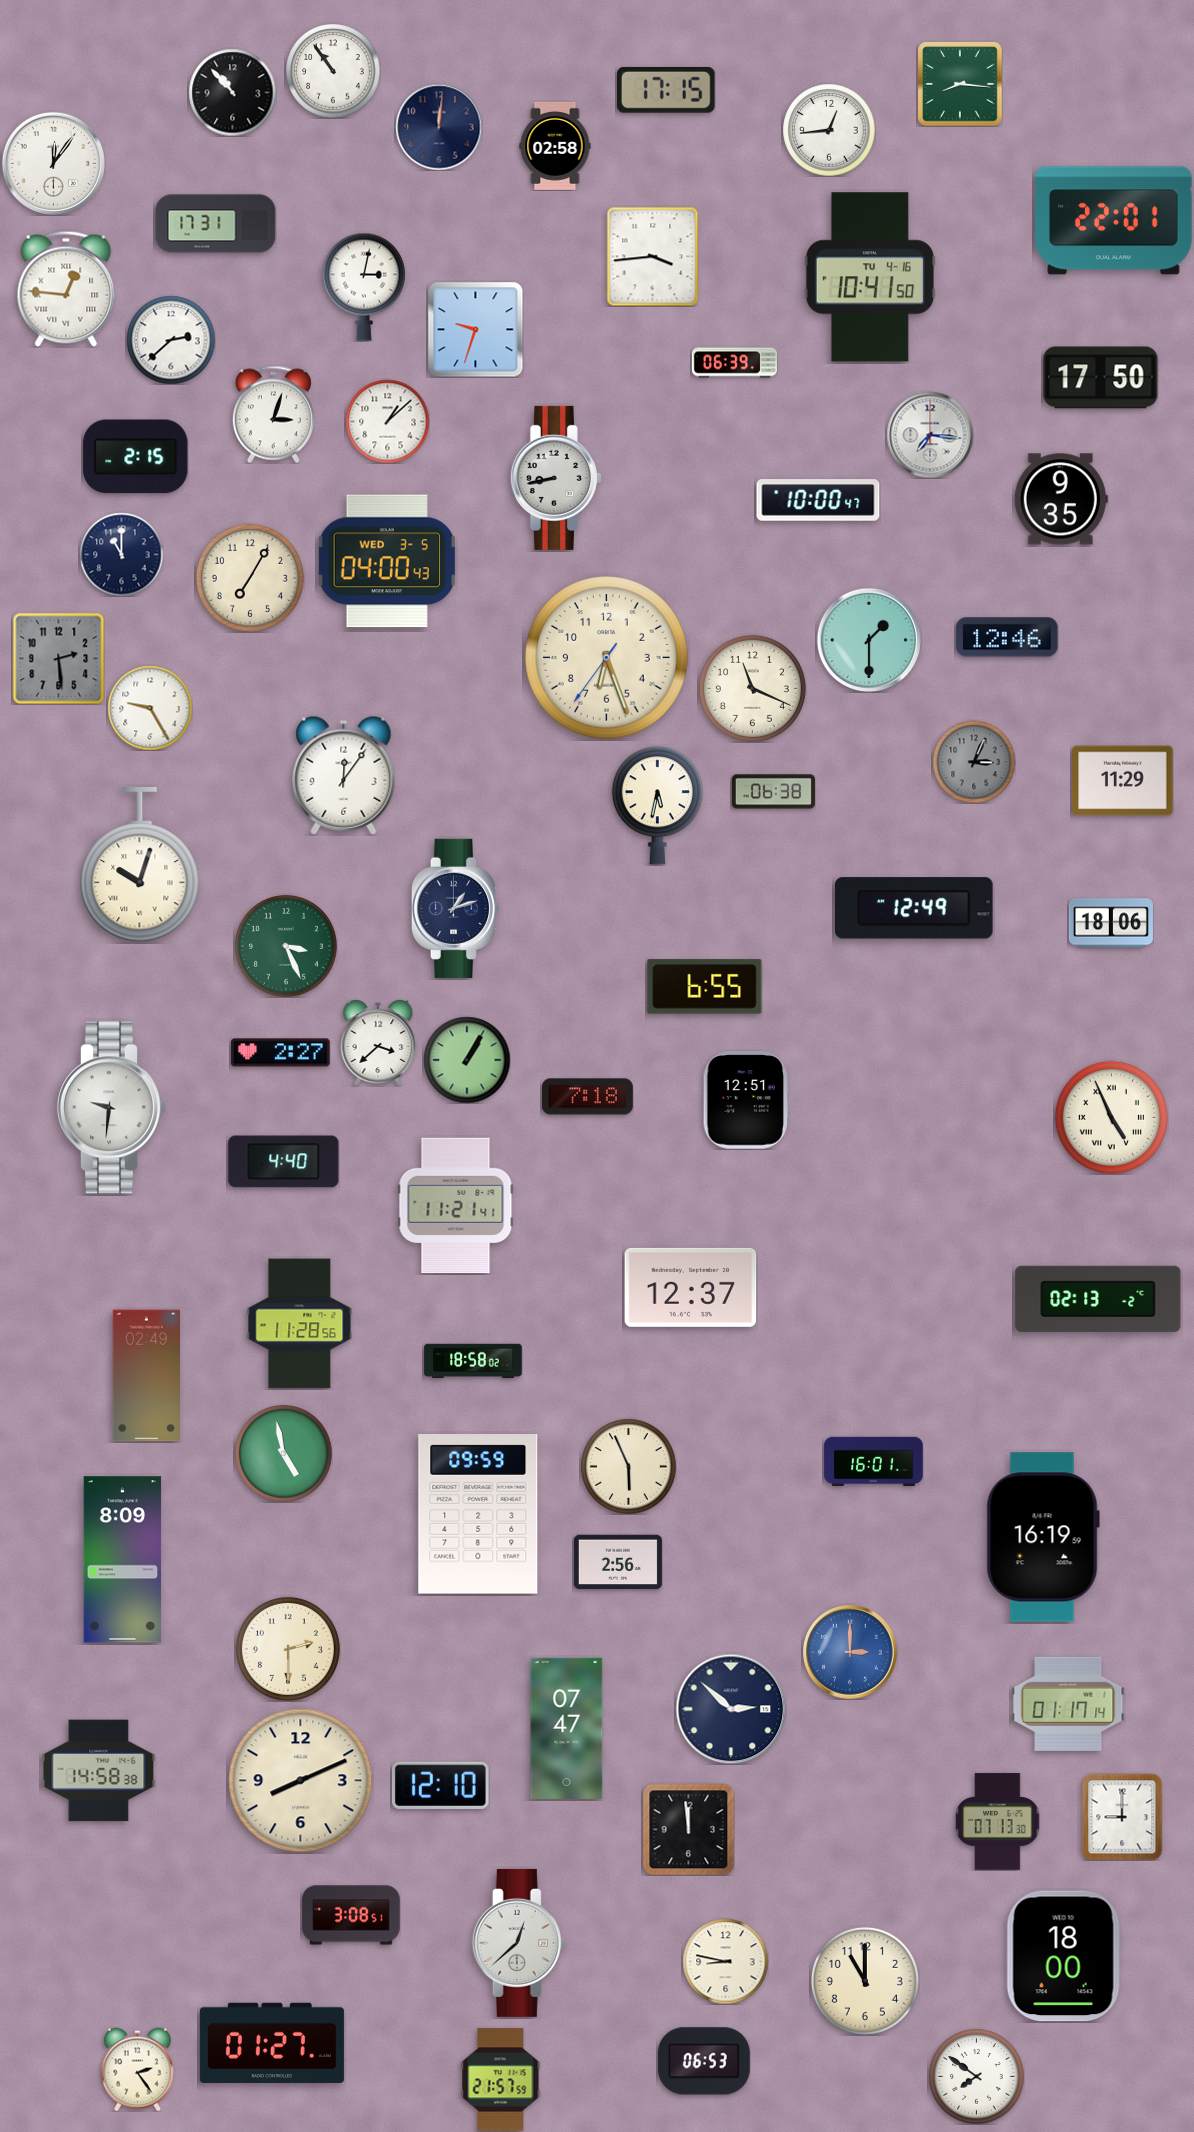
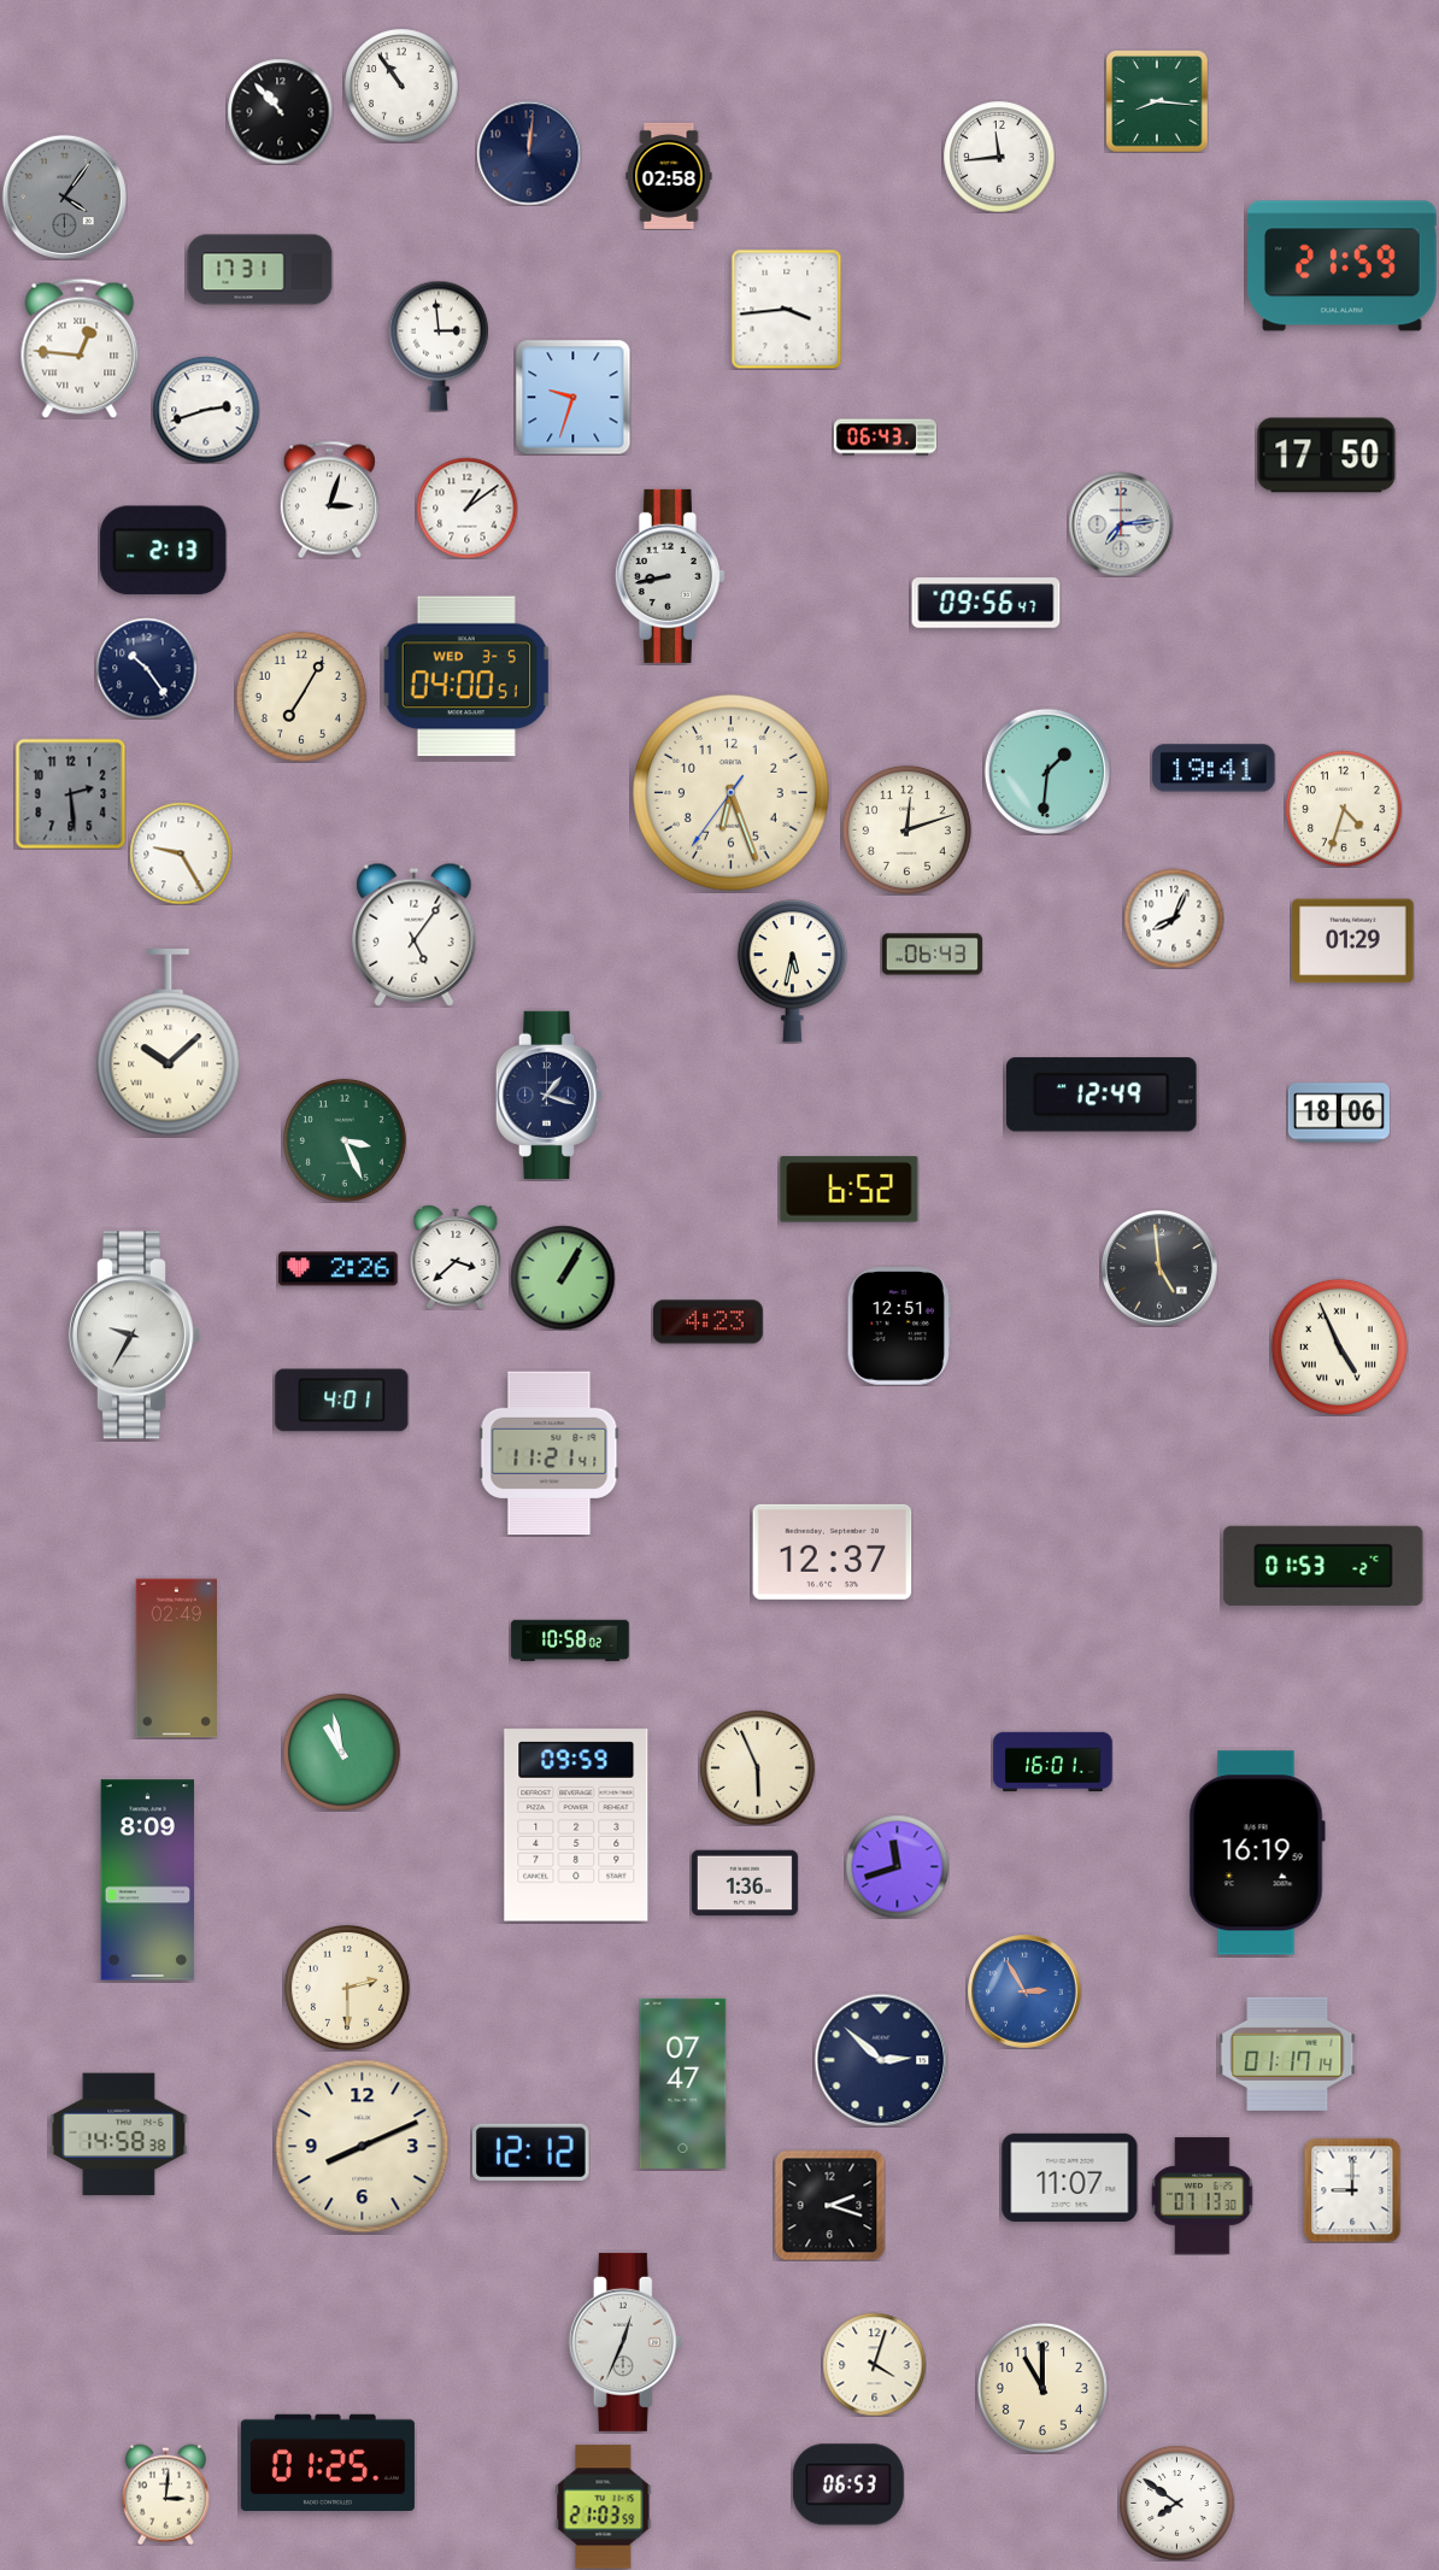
clock at (667, 90): 17:15 -> none
clock at (829, 130): 12:44 -> 11:44
clock at (53, 163): 12:06 -> 4:06
clock at (53, 163) dial: white -> grey
clock at (1114, 221): 22:01 -> 21:59
clock at (870, 277): 10:41 -> none
clock at (364, 287): 3:02 -> 2:59
clock at (171, 340): 2:38 -> 2:42
clock at (734, 363): 06:39 -> 06:43
clock at (387, 421): 1:08 -> 1:09
clock at (930, 435): 7:16 -> 7:14
clock at (136, 457): 2:15 -> 2:13
clock at (1061, 499): 9:35 -> none
clock at (818, 500): 10:00 -> 09:56
clock at (121, 554): 11:00 -> 10:24
clock at (387, 561): 04:00:43 -> 04:00:51
clock at (1007, 637): 12:46 -> 19:41
clock at (868, 639): 1:30 -> 1:31
clock at (1344, 809): none -> 4:33
clock at (752, 688): 11:19 -> 12:12
clock at (974, 762): 3:04 -> 8:04
clock at (974, 762) dial: grey -> white
clock at (344, 775): 12:06 -> 5:06
clock at (1123, 781): 11:29 -> 01:29
clock at (773, 792): 06:38 -> 06:43
clock at (140, 866): 10:03 -> 10:08
clock at (456, 908): 1:12 -> 1:18
clock at (705, 987): 6:55 -> 6:52
clock at (1159, 1268): none -> 4:59
clock at (281, 1053): 2:27 -> 2:26
clock at (587, 1097): 7:18 -> 4:23
clock at (111, 1108): 9:31 -> 9:35
clock at (284, 1162): 4:40 -> 4:01
clock at (1098, 1299): 02:13 -> 01:53
clock at (300, 1324): 11:28 -> none
clock at (473, 1361): 18:58 -> 10:58
clock at (284, 1454): 4:58 -> 10:58
clock at (897, 1866): none -> 11:42
clock at (618, 1562): 2:56 -> 1:36
clock at (850, 1652): 3:00 -> 2:55
clock at (441, 1785): 12:10 -> 12:12
clock at (1070, 2177): none -> 11:07
clock at (688, 1829): 11:59 -> 2:18
clock at (351, 1915): 3:08 -> none
clock at (519, 1943): 12:38 -> 12:34
clock at (1064, 1956): 18:00 -> none
clock at (725, 1961): 8:47 -> 4:03
clock at (272, 2042): 01:27 -> 01:25
clock at (137, 2069): 2:24 -> 3:01
clock at (501, 2080): 21:57 -> 21:03
